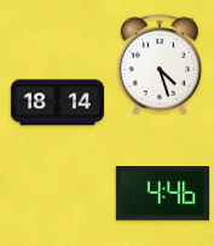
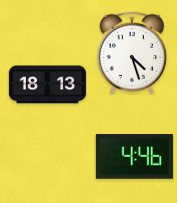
clock at (57, 103): 18:14 -> 18:13
clock at (162, 194) position: (162, 194) -> (134, 157)
